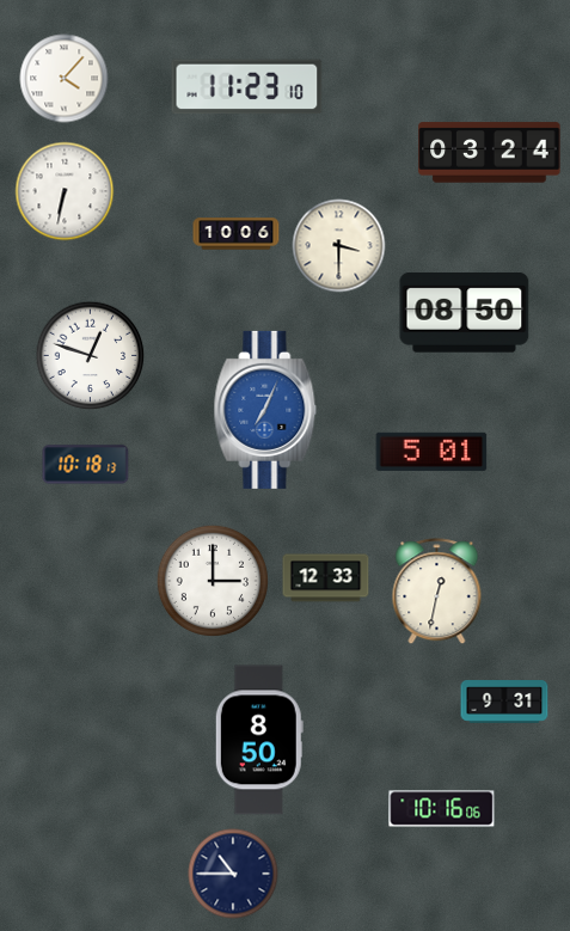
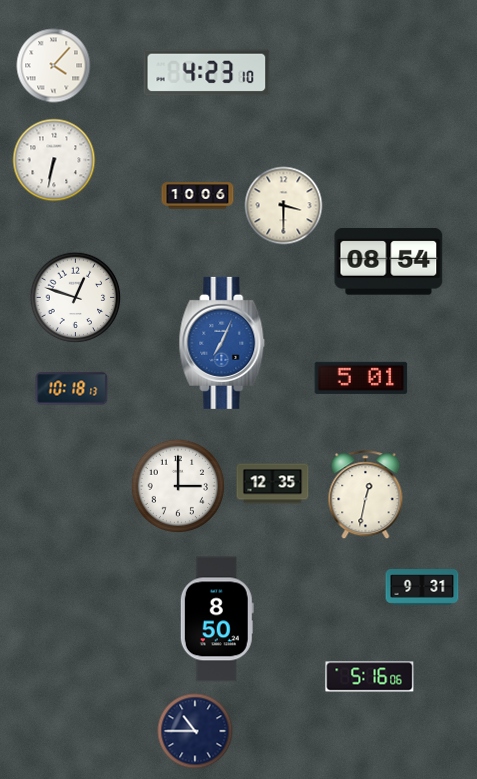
clock at (247, 87): 11:23 -> 4:23
clock at (490, 153): 03:24 -> none
clock at (465, 313): 08:50 -> 08:54
clock at (326, 578): 12:33 -> 12:35
clock at (442, 809): 10:16 -> 5:16
